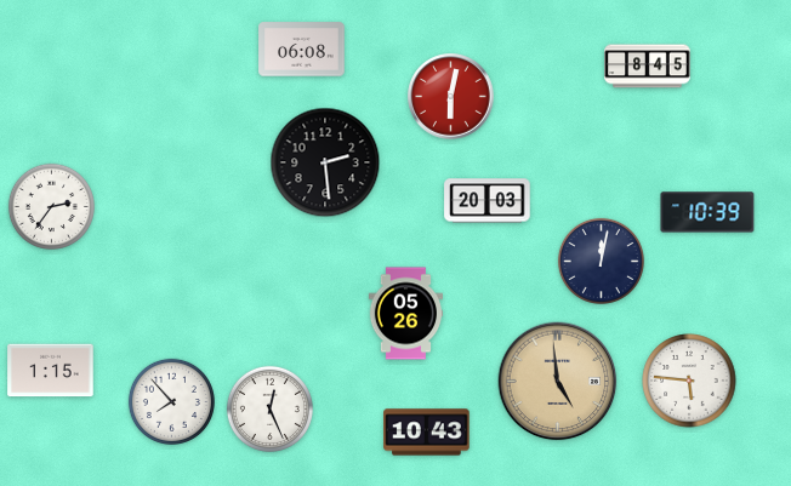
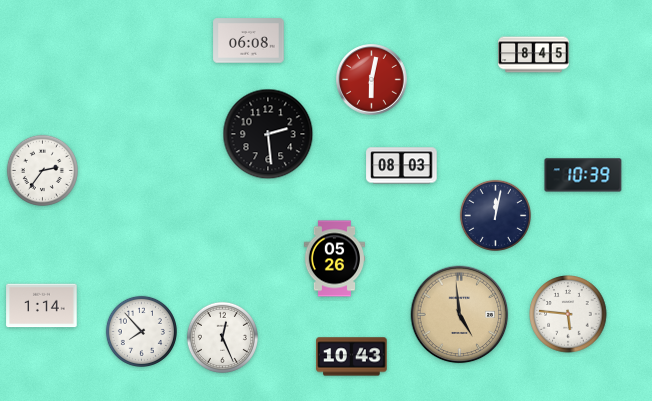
clock at (488, 201): 20:03 -> 08:03
clock at (51, 371): 1:15 -> 1:14
